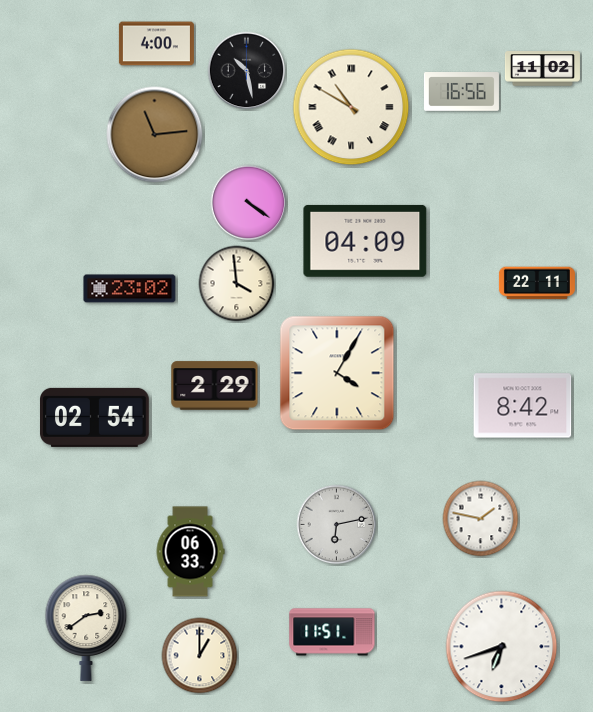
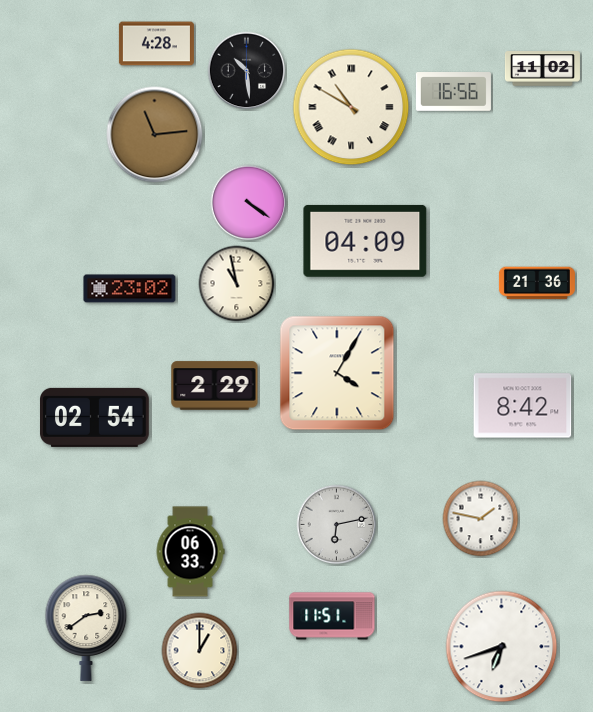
clock at (156, 44): 4:00 -> 4:28
clock at (247, 71): 10:28 -> 10:29
clock at (461, 92) position: (461, 92) -> (453, 92)
clock at (537, 283): 22:11 -> 21:36
clock at (237, 284): 3:59 -> 10:58
clock at (332, 632) position: (332, 632) -> (332, 616)
clock at (200, 656) position: (200, 656) -> (200, 651)
